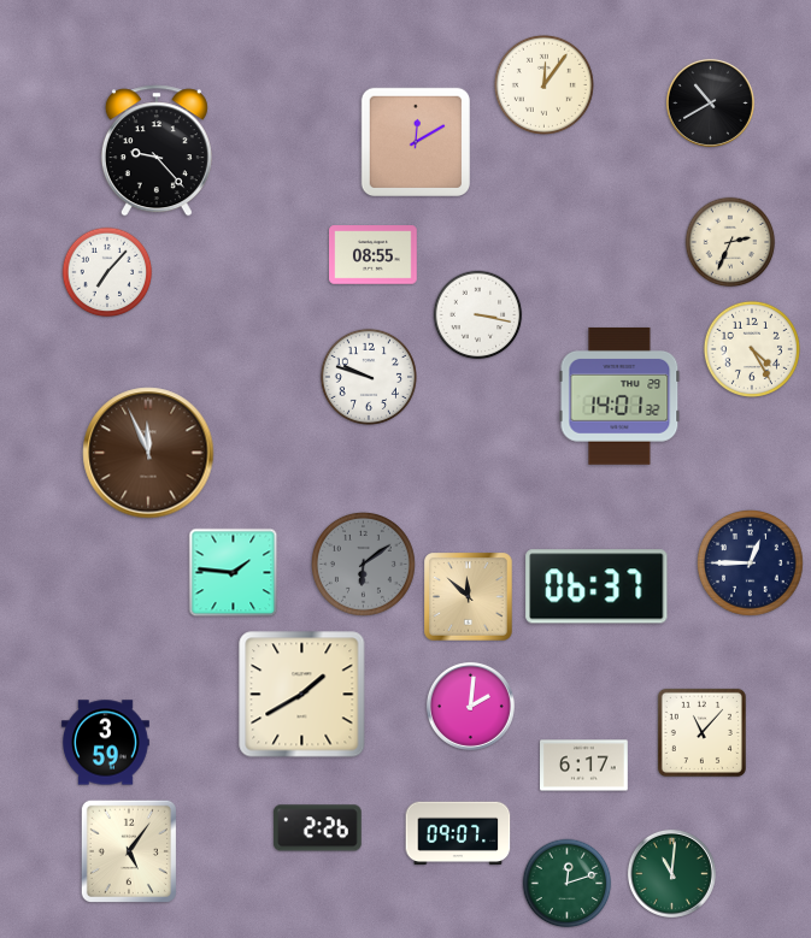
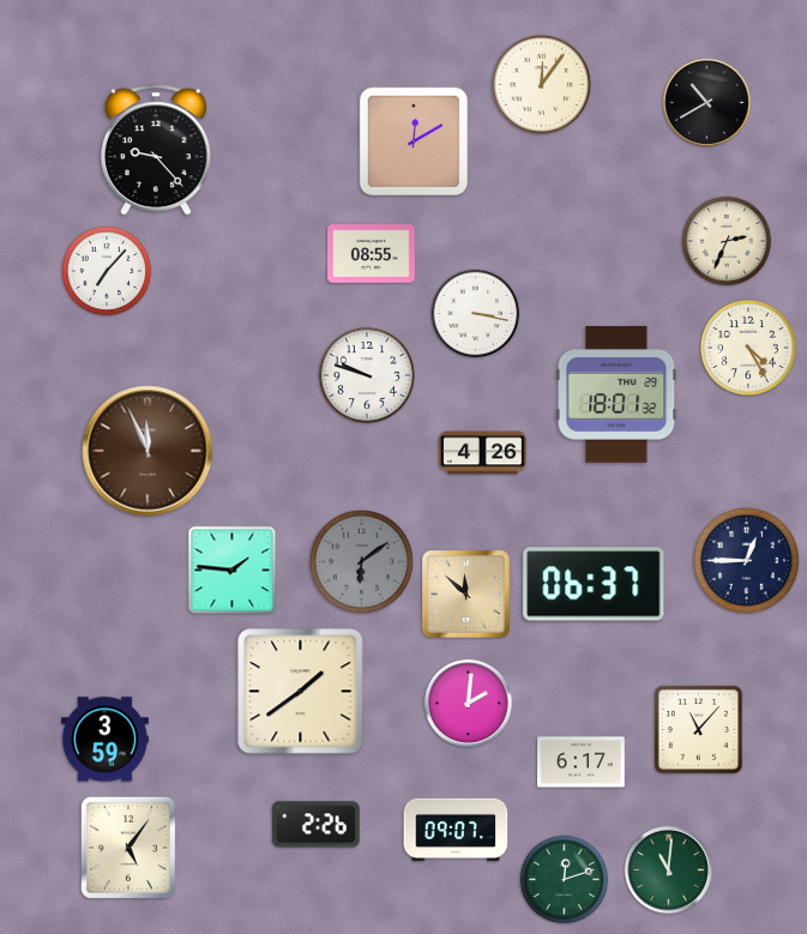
clock at (619, 396): 14:01 -> 18:01
clock at (483, 453): none -> 4:26
clock at (302, 695): 1:40 -> 1:39
